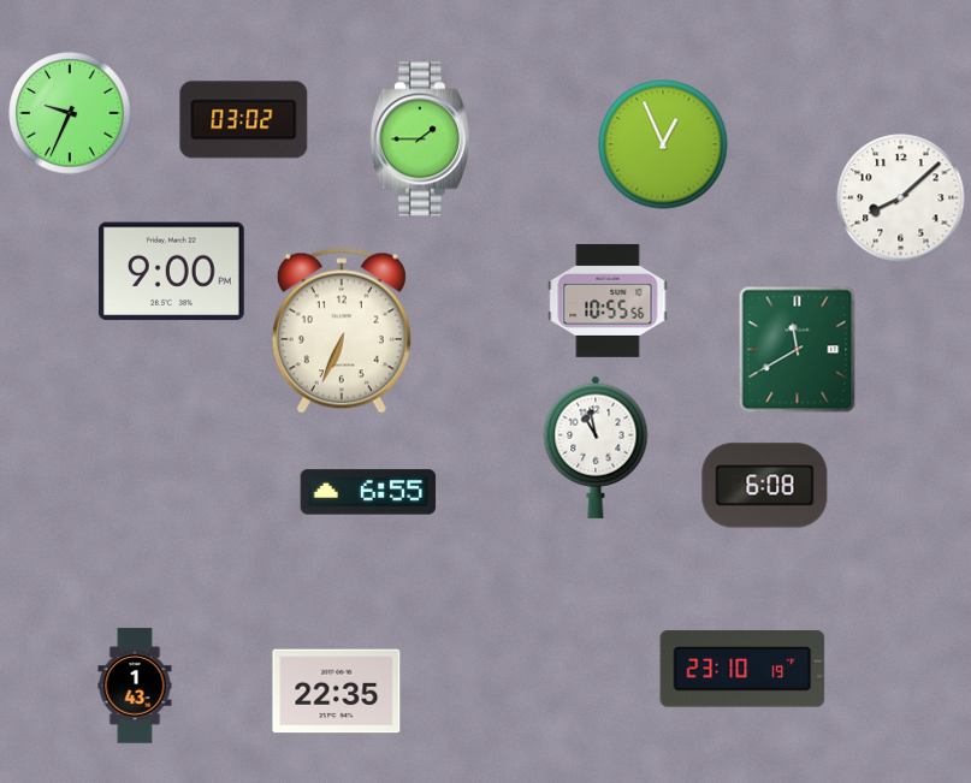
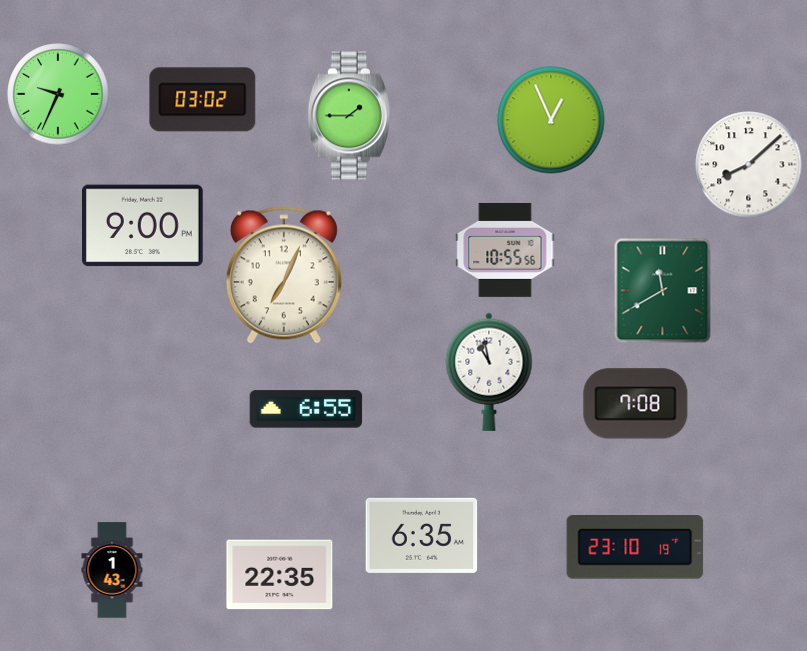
clock at (342, 331): 6:34 -> 7:04
clock at (596, 447) position: (596, 447) -> (489, 372)
clock at (765, 486): 6:08 -> 7:08
clock at (422, 535): none -> 6:35
clock at (742, 669) position: (742, 669) -> (635, 547)
